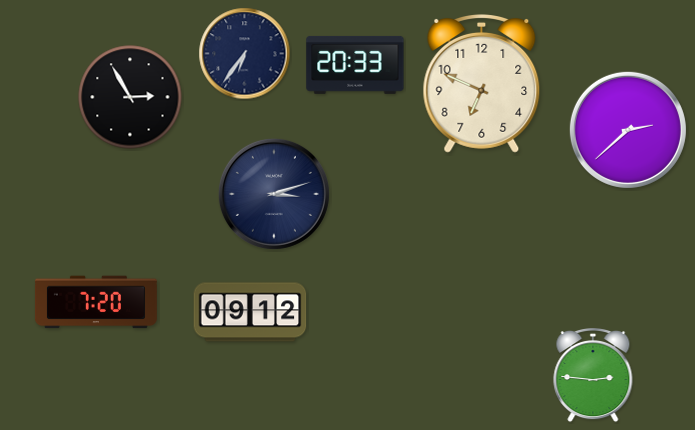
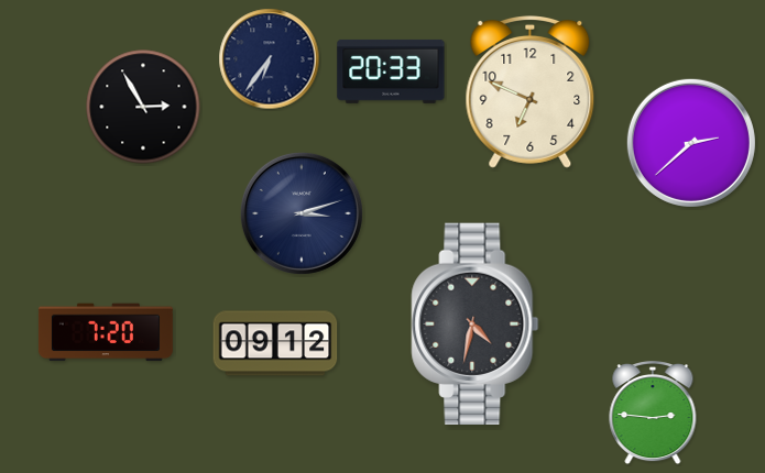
clock at (476, 323): none -> 4:32
